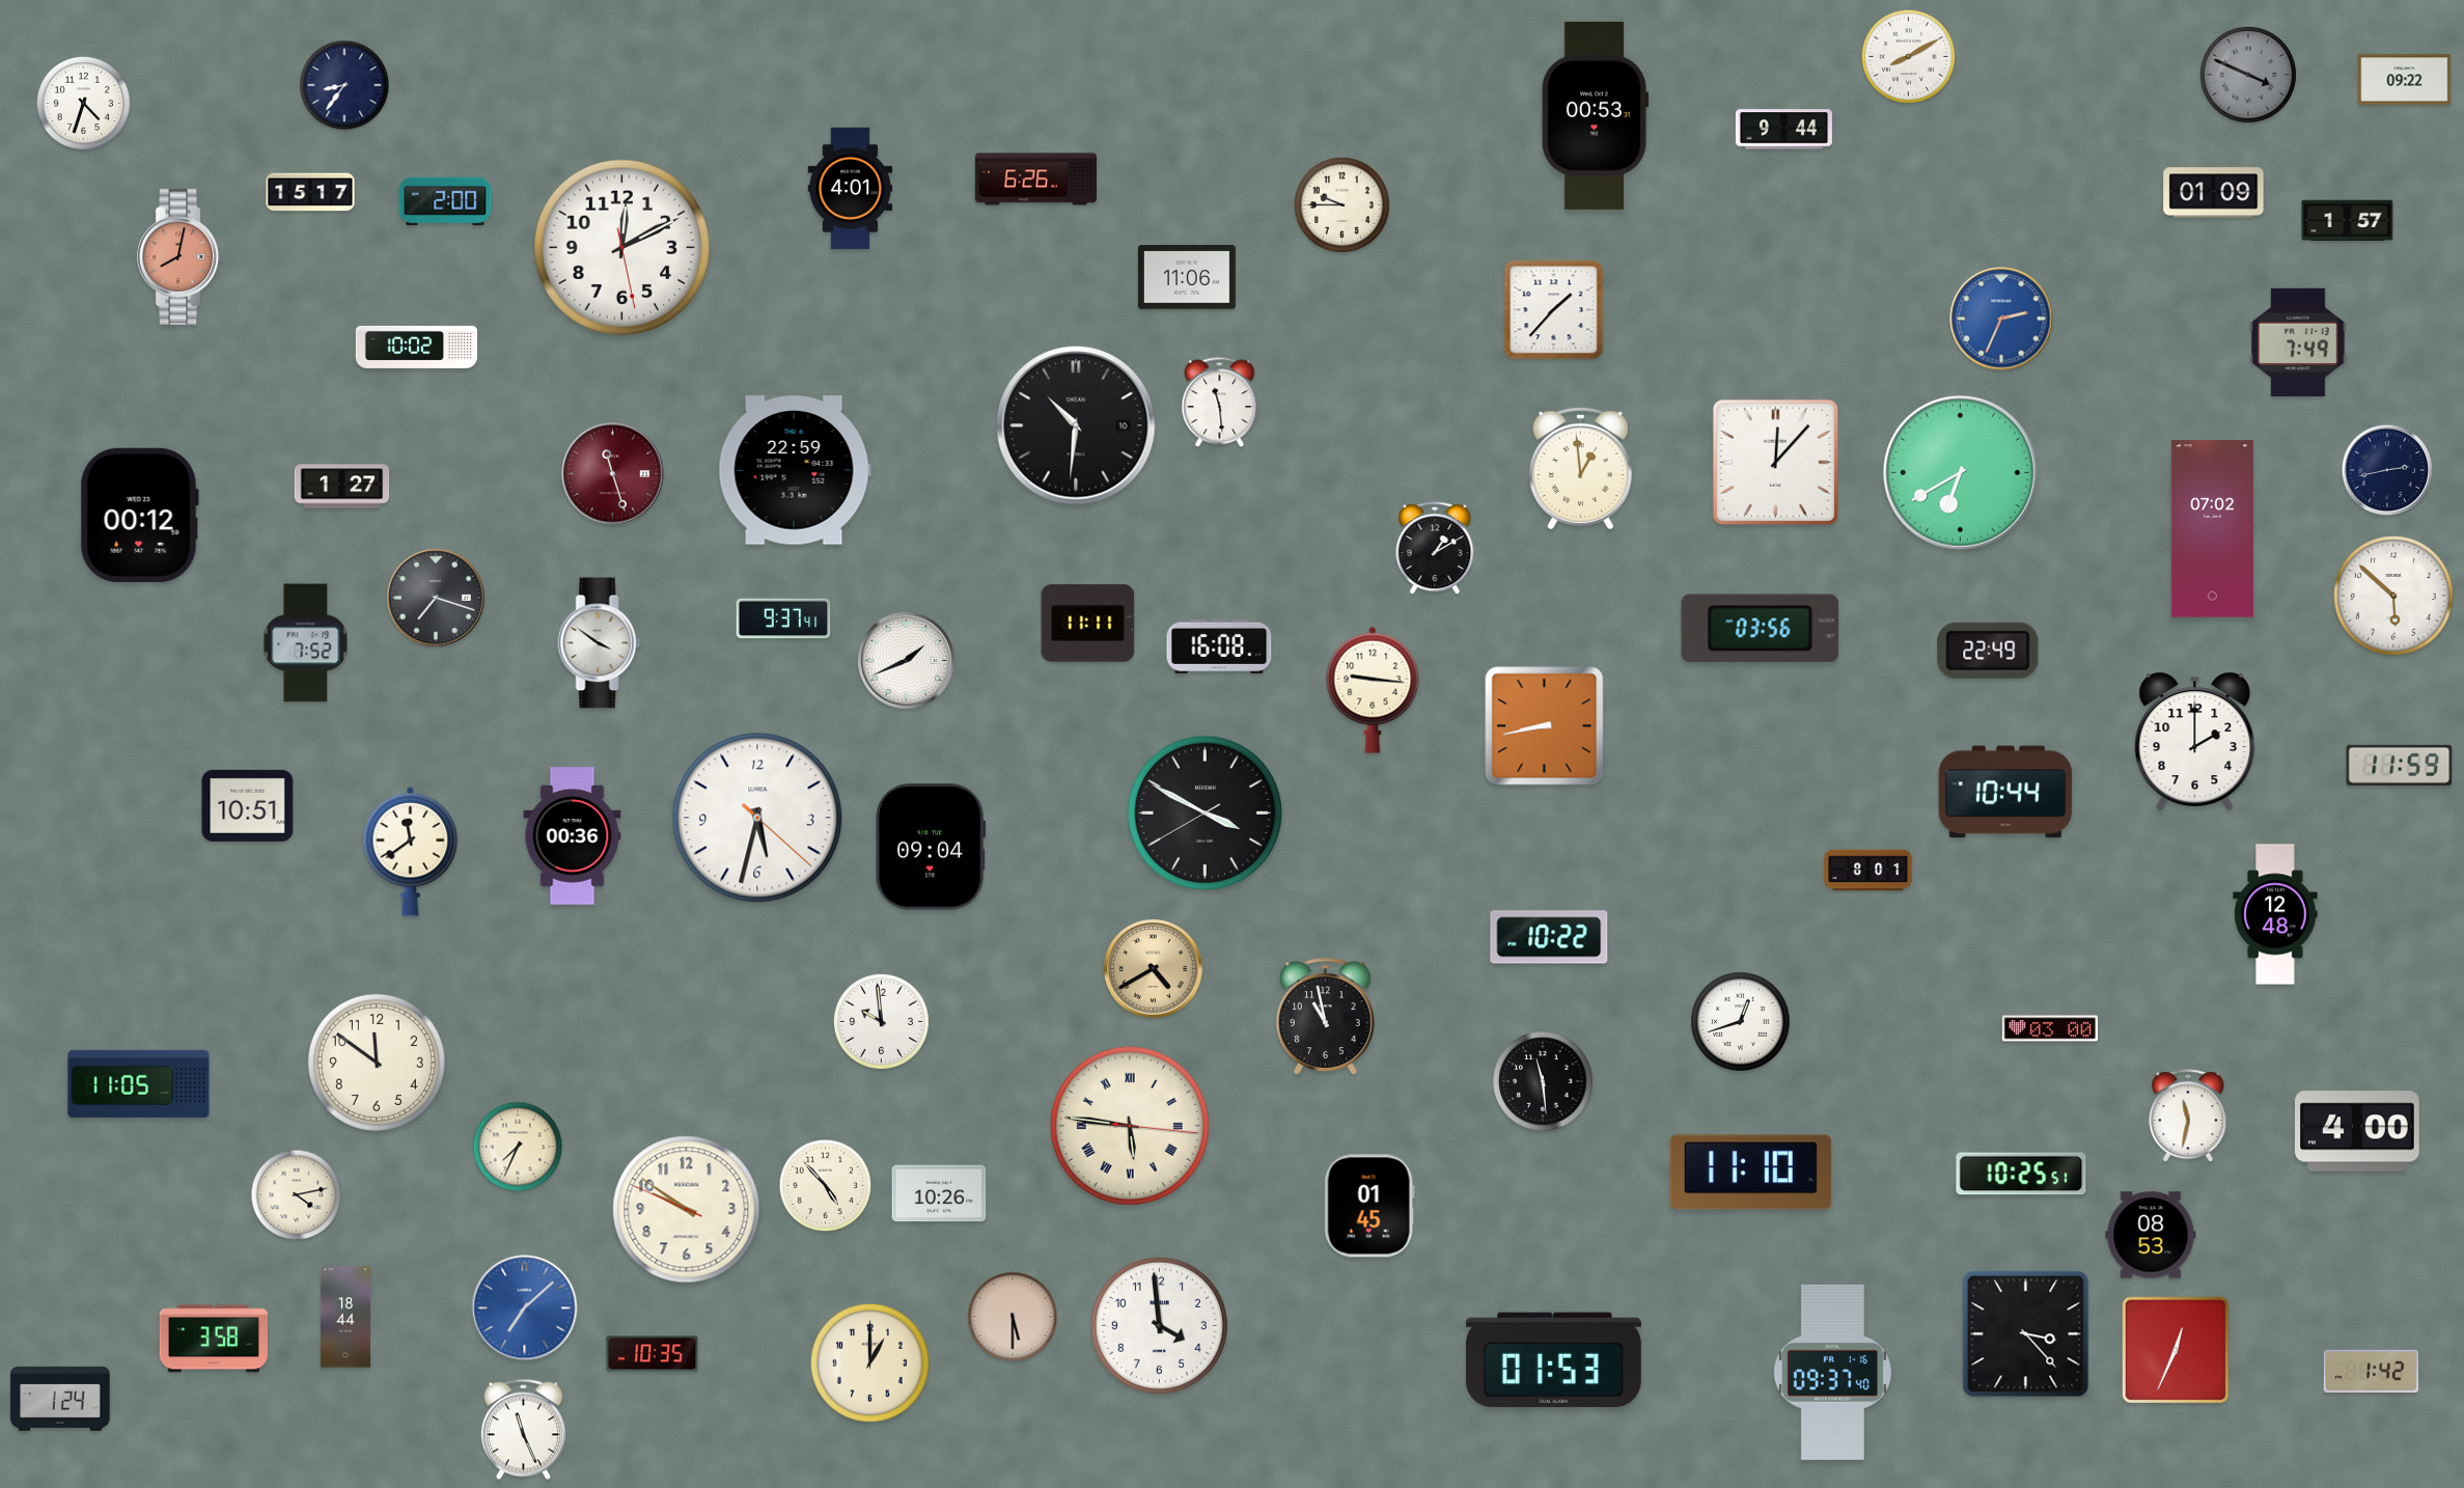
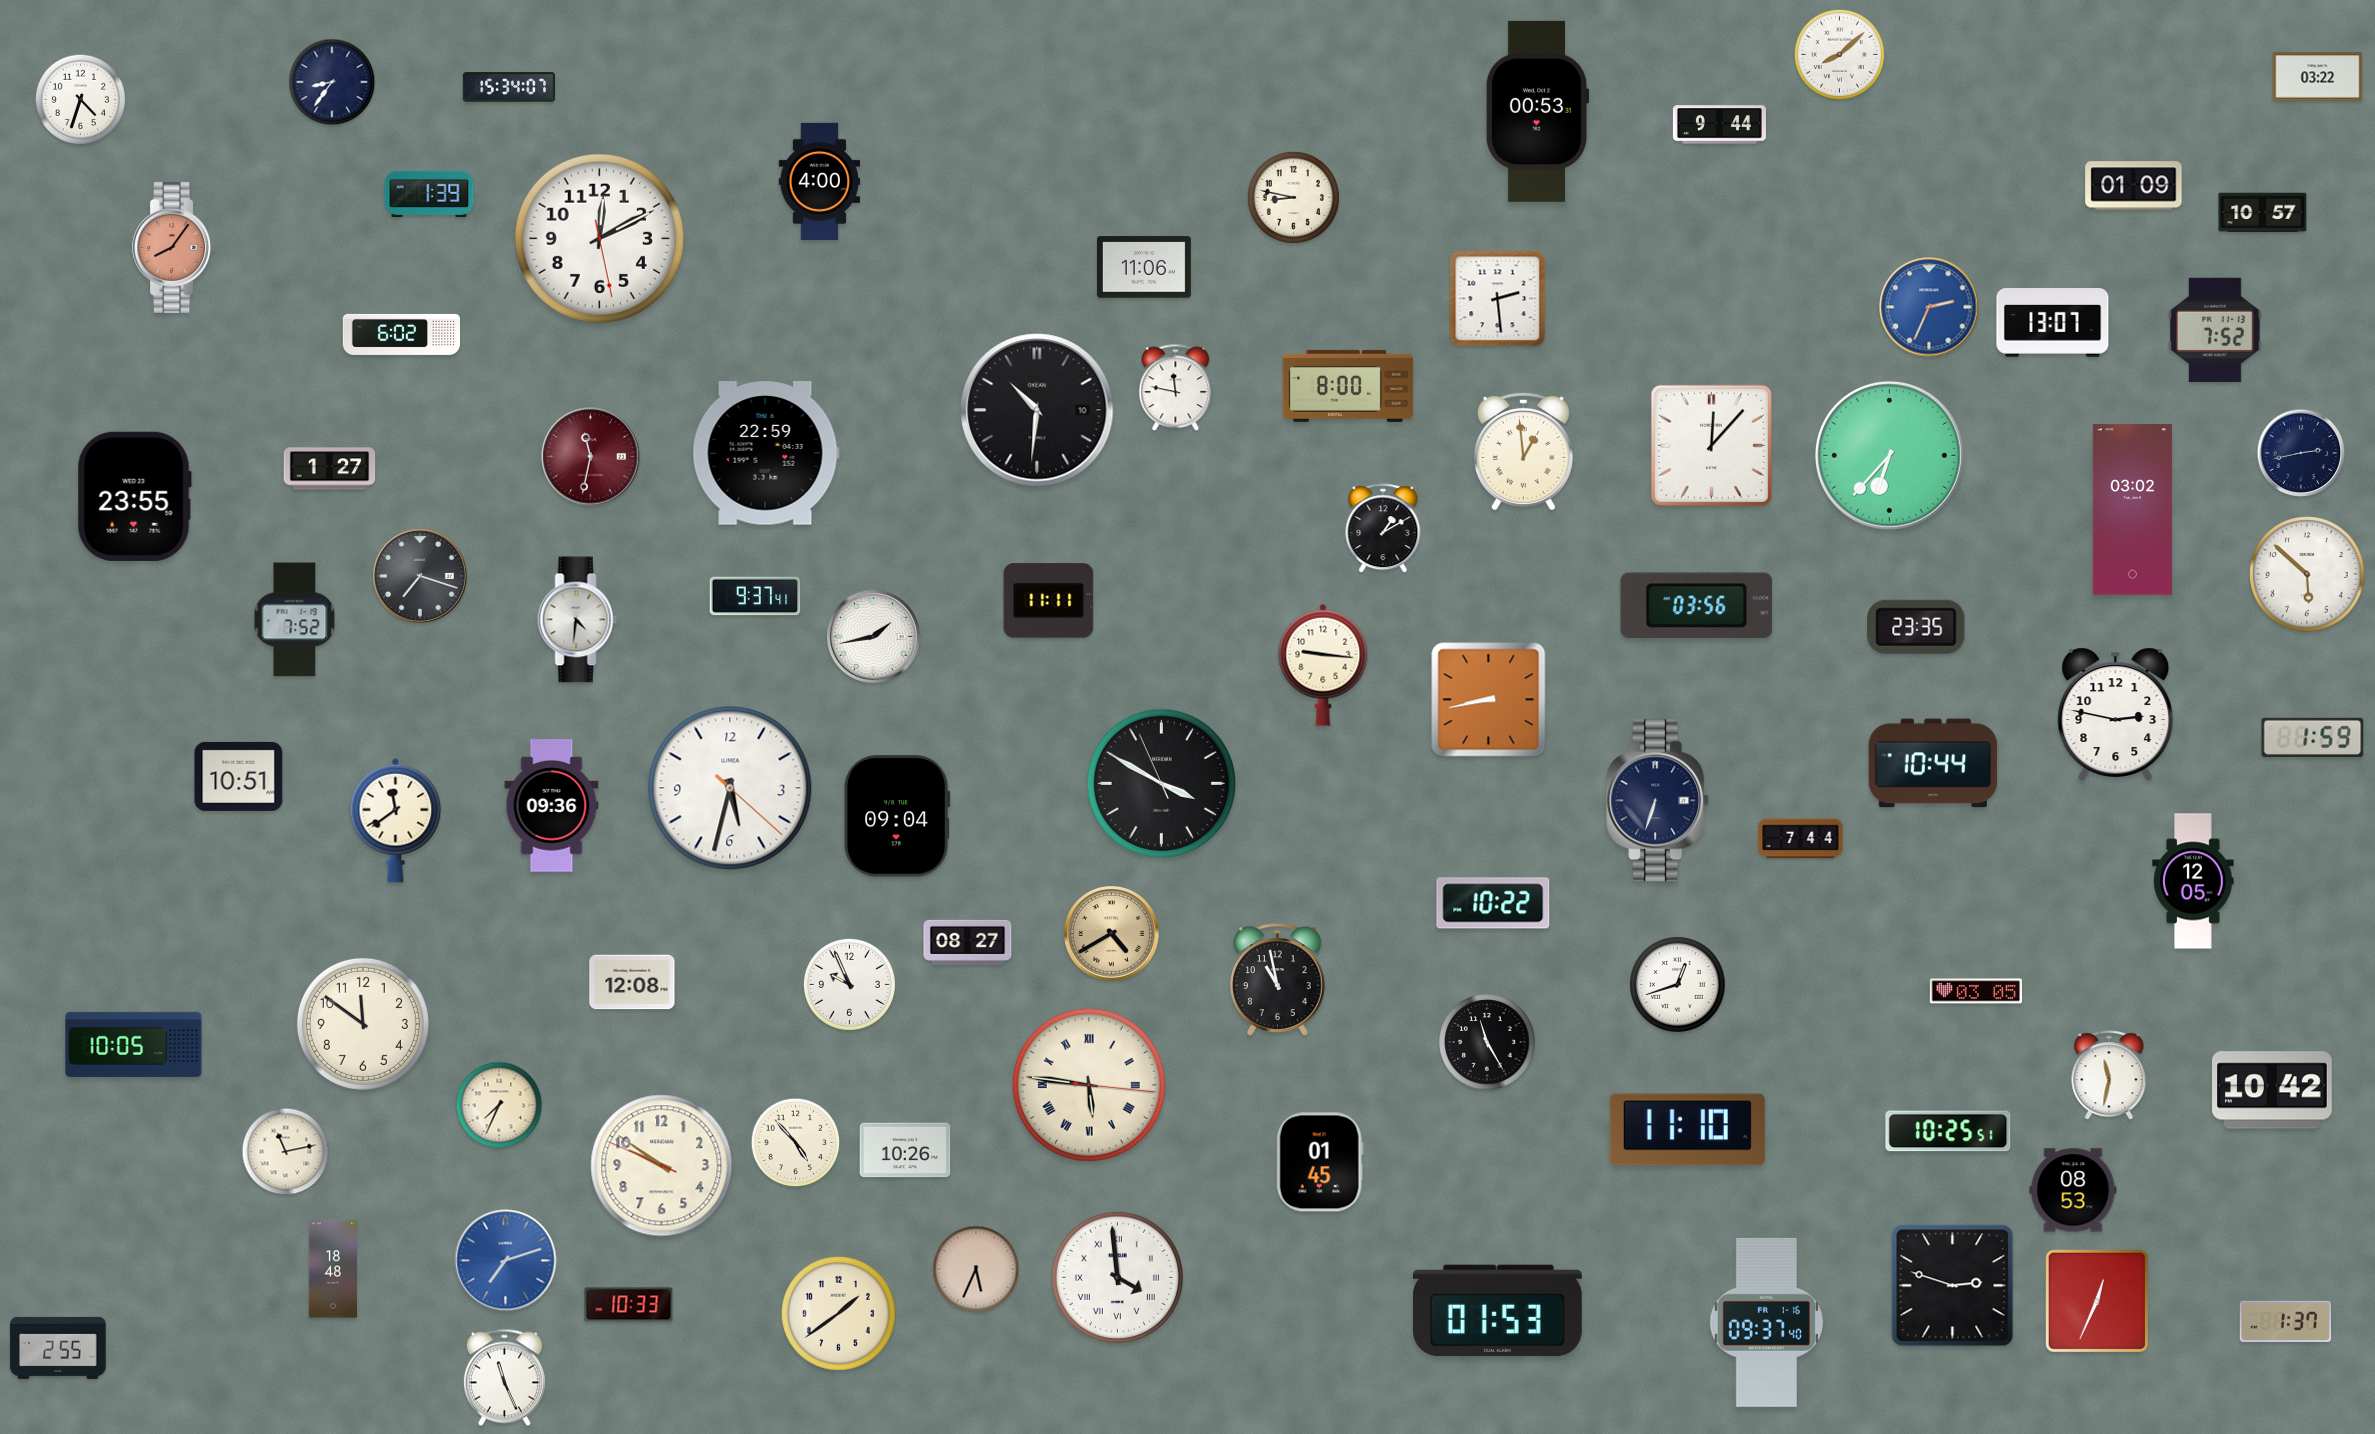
clock at (1908, 56): 8:10 -> 8:08
clock at (2248, 75): 3:49 -> none
clock at (2405, 80): 09:22 -> 03:22
clock at (508, 87): none -> 15:34
clock at (1035, 180): 6:26 -> none
clock at (851, 188): 4:01 -> 4:00
clock at (310, 192): 15:17 -> none
clock at (445, 201): 2:00 -> 1:39
clock at (1341, 204): 9:45 -> 8:47
clock at (2348, 221): 1:57 -> 10:57
clock at (181, 256): 8:02 -> 8:06
clock at (1554, 310): 1:37 -> 2:29
clock at (2053, 323): none -> 13:07
clock at (2298, 342): 7:49 -> 7:52
clock at (416, 347): 10:02 -> 6:02
clock at (1348, 386): none -> 8:00
clock at (1220, 403): 11:29 -> 11:47
clock at (1960, 472): 6:40 -> 6:37
clock at (613, 474): 11:27 -> 11:32
clock at (139, 515): 00:12 -> 23:55
clock at (2212, 529): 07:02 -> 03:02
clock at (600, 643): 3:51 -> 4:31
clock at (1219, 646): 16:08 -> none
clock at (1988, 651): 22:49 -> 23:35
clock at (906, 660): 1:41 -> 1:43
clock at (2195, 741): 2:00 -> 2:47
clock at (2400, 765): 11:59 -> 1:59
clock at (1206, 814): 3:49:40 -> 3:49:56
clock at (1658, 801): none -> 6:33
clock at (573, 836): 00:36 -> 09:36
clock at (1868, 871): 8:01 -> 7:44
clock at (2275, 914): 12:48 -> 12:05
clock at (968, 942): none -> 08:27
clock at (632, 982): none -> 12:08
clock at (881, 1021): 9:59 -> 9:56
clock at (2049, 1028): 03:00 -> 03:05
clock at (1543, 1081): 11:29 -> 11:25
clock at (139, 1083): 11:05 -> 10:05
clock at (2358, 1131): 4:00 -> 10:42
clock at (297, 1195): 4:13 -> 11:13
clock at (525, 1308): 7:08 -> 7:12
clock at (345, 1317): 18:44 -> 18:48
clock at (1013, 1317): 5:30 -> 5:34
clock at (1159, 1325) numerals: Arabic -> Roman
clock at (2026, 1334): 3:23 -> 2:48
clock at (213, 1339): 3:58 -> none
clock at (653, 1354): 10:35 -> 10:33
clock at (870, 1363): 1:00 -> 1:39
clock at (2372, 1371): 1:42 -> 1:37
clock at (60, 1399): 1:24 -> 2:55
